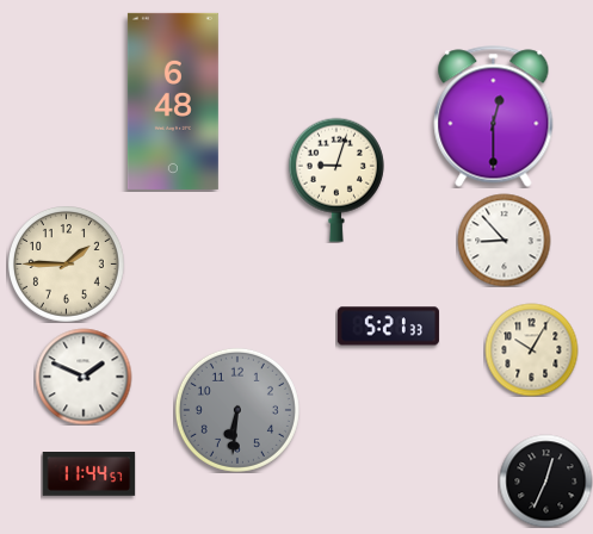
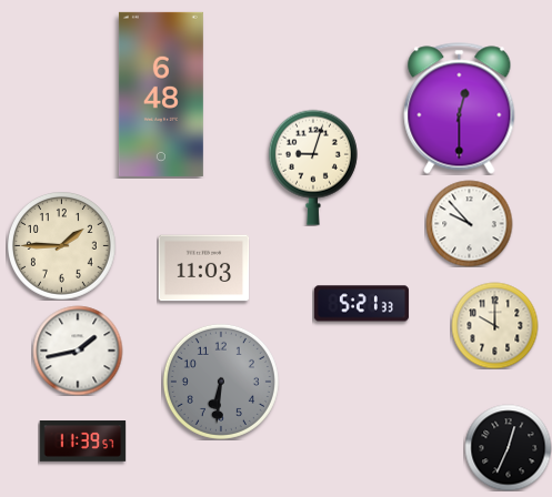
clock at (504, 240): 8:53 -> 9:53
clock at (203, 268): none -> 11:03
clock at (531, 349): 10:05 -> 10:00
clock at (84, 377): 1:49 -> 1:43
clock at (88, 474): 11:44 -> 11:39
